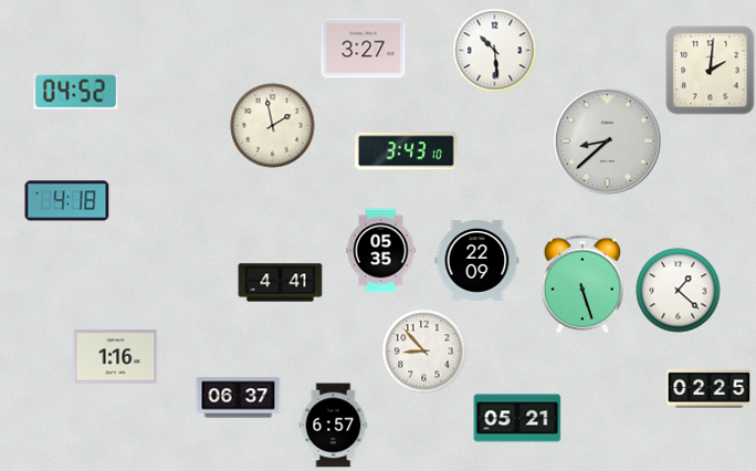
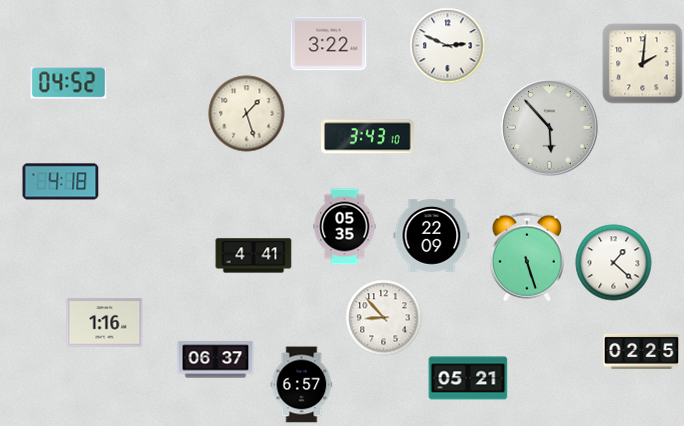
clock at (364, 49): 3:27 -> 3:22
clock at (495, 51): 10:29 -> 2:49
clock at (273, 126): 1:58 -> 1:27
clock at (608, 142): 8:38 -> 5:53
